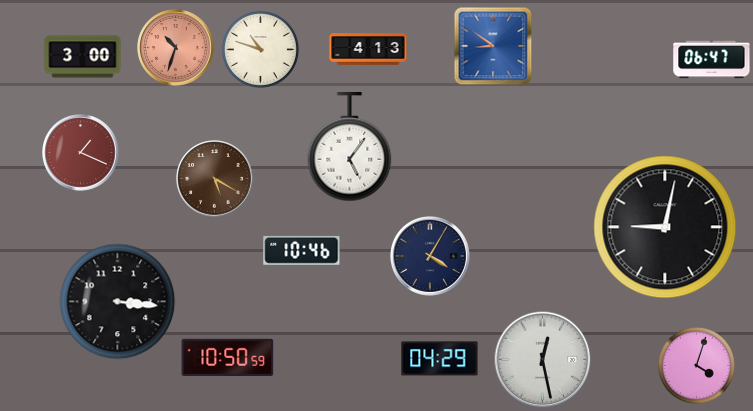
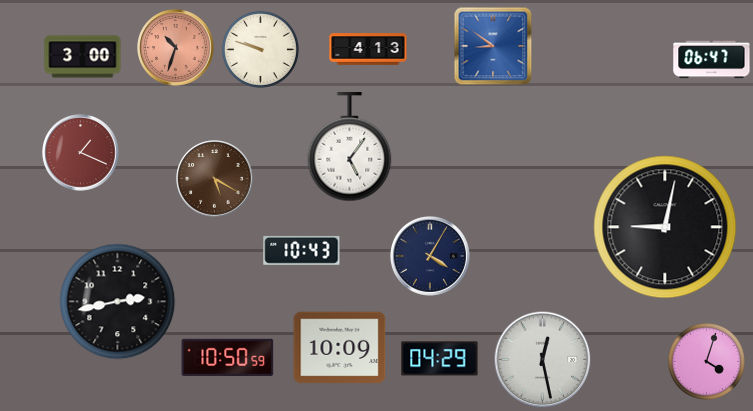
clock at (260, 49): 10:48 -> 9:48
clock at (302, 250): 10:46 -> 10:43
clock at (118, 302): 3:16 -> 2:43
clock at (340, 348): none -> 10:09
clock at (696, 365) position: (696, 365) -> (706, 361)
